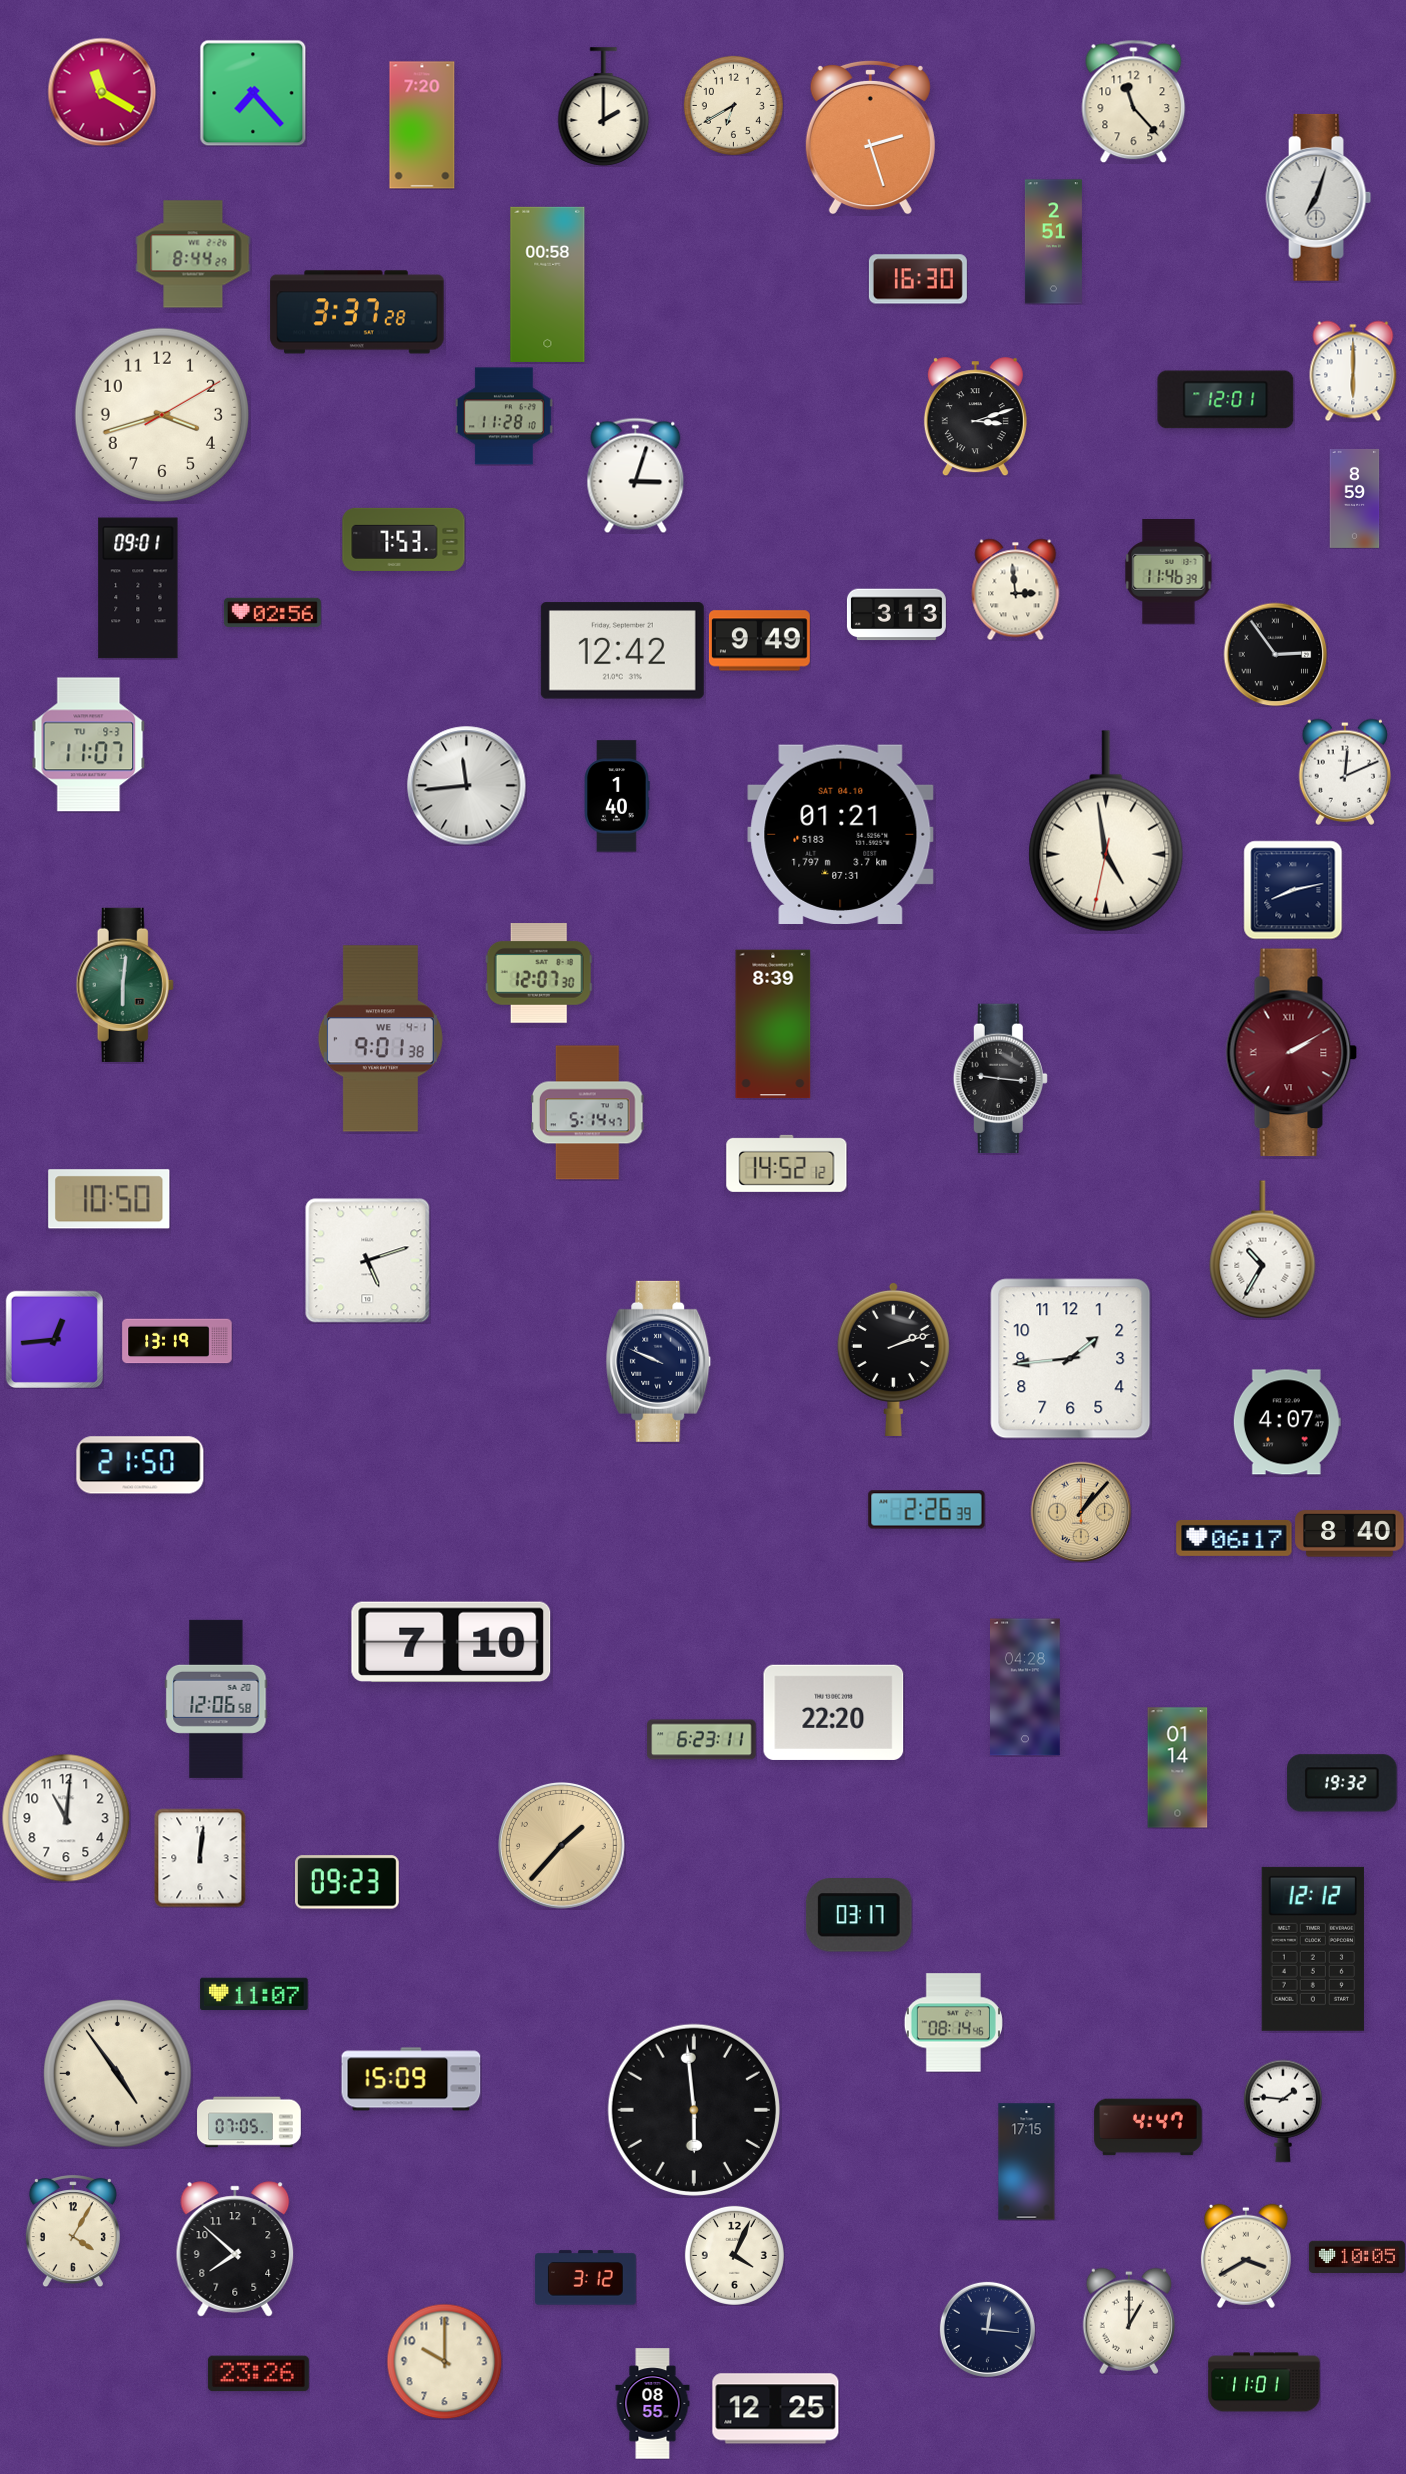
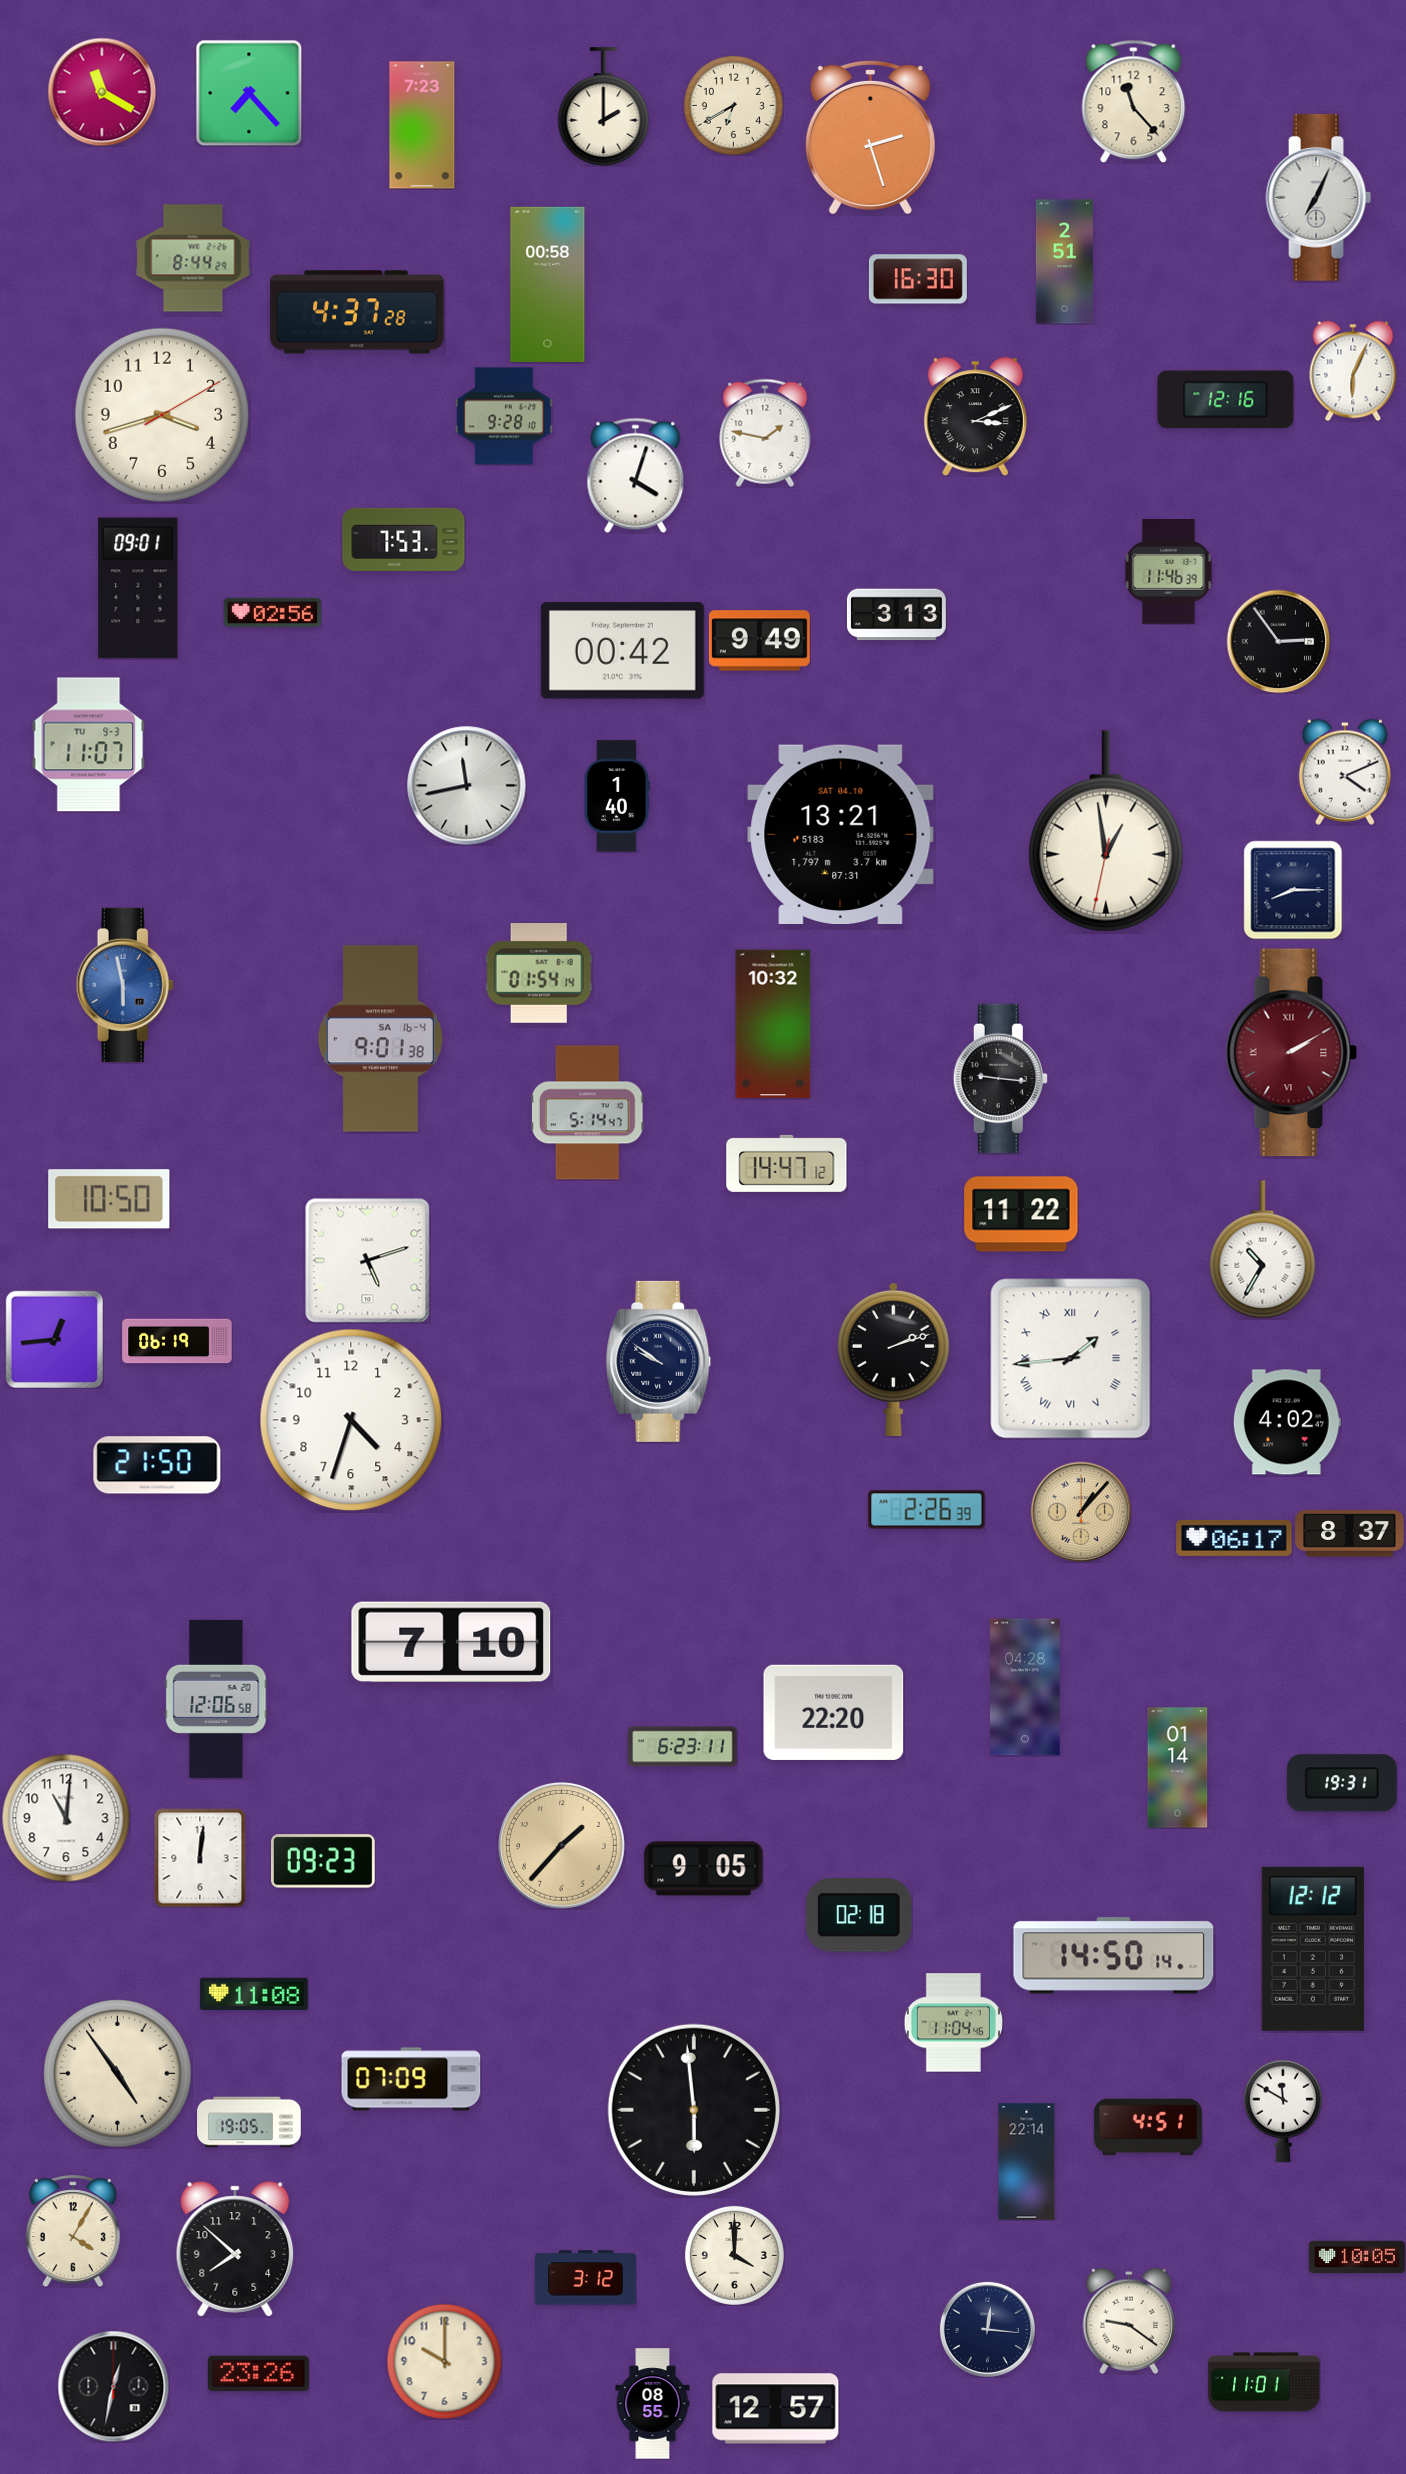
clock at (253, 93) position: (253, 93) -> (249, 93)
clock at (422, 125): 7:20 -> 7:23
clock at (1319, 197): 7:03 -> 7:04
clock at (1053, 242) position: (1053, 242) -> (1064, 262)
clock at (193, 254) position: (193, 254) -> (193, 258)
clock at (357, 312): 3:37 -> 4:37
clock at (1353, 371): 6:00 -> 6:04
clock at (1226, 400): 12:01 -> 12:16
clock at (504, 416): 11:28 -> 9:28
clock at (975, 417): 3:12 -> 3:11
clock at (765, 433): none -> 1:47
clock at (636, 475): 3:03 -> 4:03
clock at (1355, 498): 8:59 -> none
clock at (1016, 589): 2:59 -> none
clock at (622, 651): 12:42 -> 00:42
clock at (1275, 654) position: (1275, 654) -> (1278, 641)
clock at (1344, 772): 12:11 -> 4:11
clock at (467, 786): 11:44 -> 11:43
clock at (1106, 831): 4:58 -> 12:58
clock at (841, 834): 01:21 -> 13:21
clock at (1293, 890): 8:13 -> 8:15
clock at (539, 974): 12:07 -> 01:54
clock at (125, 985): 6:01 -> 5:58
clock at (125, 985) dial: green -> blue
clock at (773, 1024): 8:39 -> 10:32
clock at (380, 1039) date: WE 4-1 -> SA 16-4
clock at (787, 1163): 14:52 -> 14:47
clock at (1021, 1214): none -> 11:22
clock at (177, 1341): 13:19 -> 06:19
clock at (1071, 1359) numerals: Arabic -> Roman
clock at (659, 1361): 9:49 -> 9:51
clock at (351, 1420): none -> 4:33
clock at (1287, 1422): 4:07 -> 4:02
clock at (140, 1465) position: (140, 1465) -> (157, 1465)
clock at (1350, 1534): 8:40 -> 8:37
clock at (702, 1740) position: (702, 1740) -> (683, 1747)
clock at (1342, 1783): 19:32 -> 19:31
clock at (704, 1869): none -> 9:05
clock at (348, 1882) position: (348, 1882) -> (324, 1861)
clock at (859, 1915): 03:17 -> 02:18
clock at (1114, 1956): none -> 14:50
clock at (254, 1994): 11:07 -> 11:08
clock at (953, 2023): 08:14 -> 11:04
clock at (411, 2079): 15:09 -> 07:09
clock at (1283, 2111): 1:46 -> 11:50
clock at (249, 2122): 07:05 -> 19:05
clock at (1148, 2127): 4:47 -> 4:51
clock at (1027, 2162): 17:15 -> 22:14
clock at (734, 2255): 4:04 -> 4:00
clock at (1246, 2256): 3:40 -> none
clock at (1128, 2321): 1:00 -> 9:21
clock at (113, 2386): none -> 12:32
clock at (776, 2409): 12:25 -> 12:57
